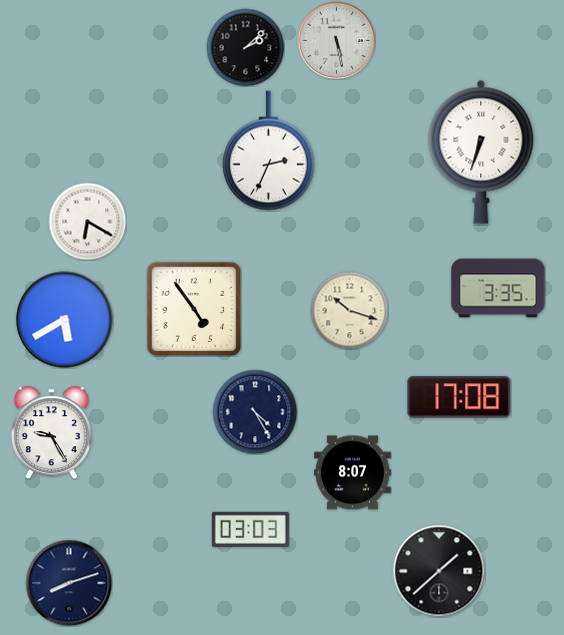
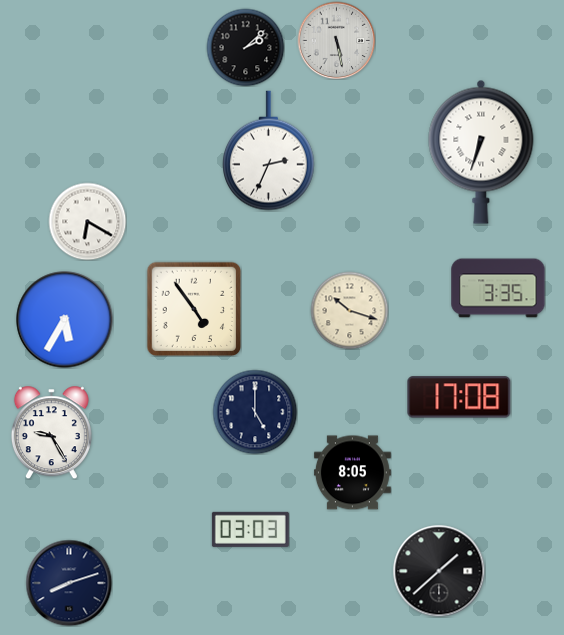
clock at (65, 320): 5:40 -> 5:35
clock at (255, 412): 4:25 -> 5:00
clock at (352, 473): 8:07 -> 8:05
